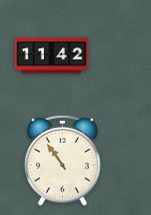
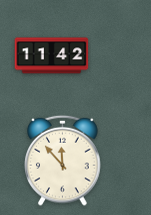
clock at (63, 160): 10:54 -> 11:53
